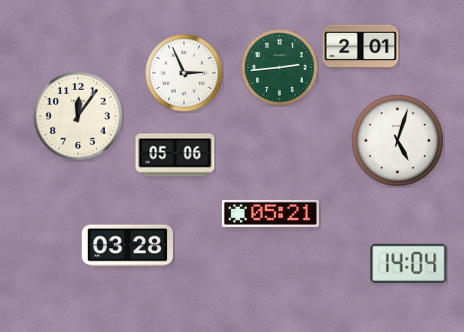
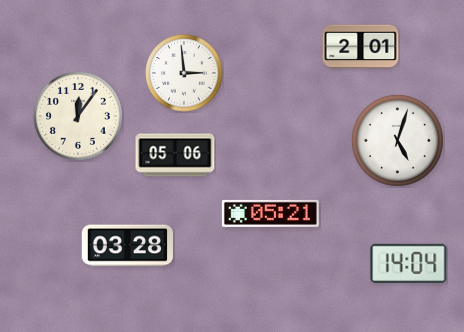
clock at (280, 68): 2:44 -> none
clock at (184, 73): 2:56 -> 2:59
